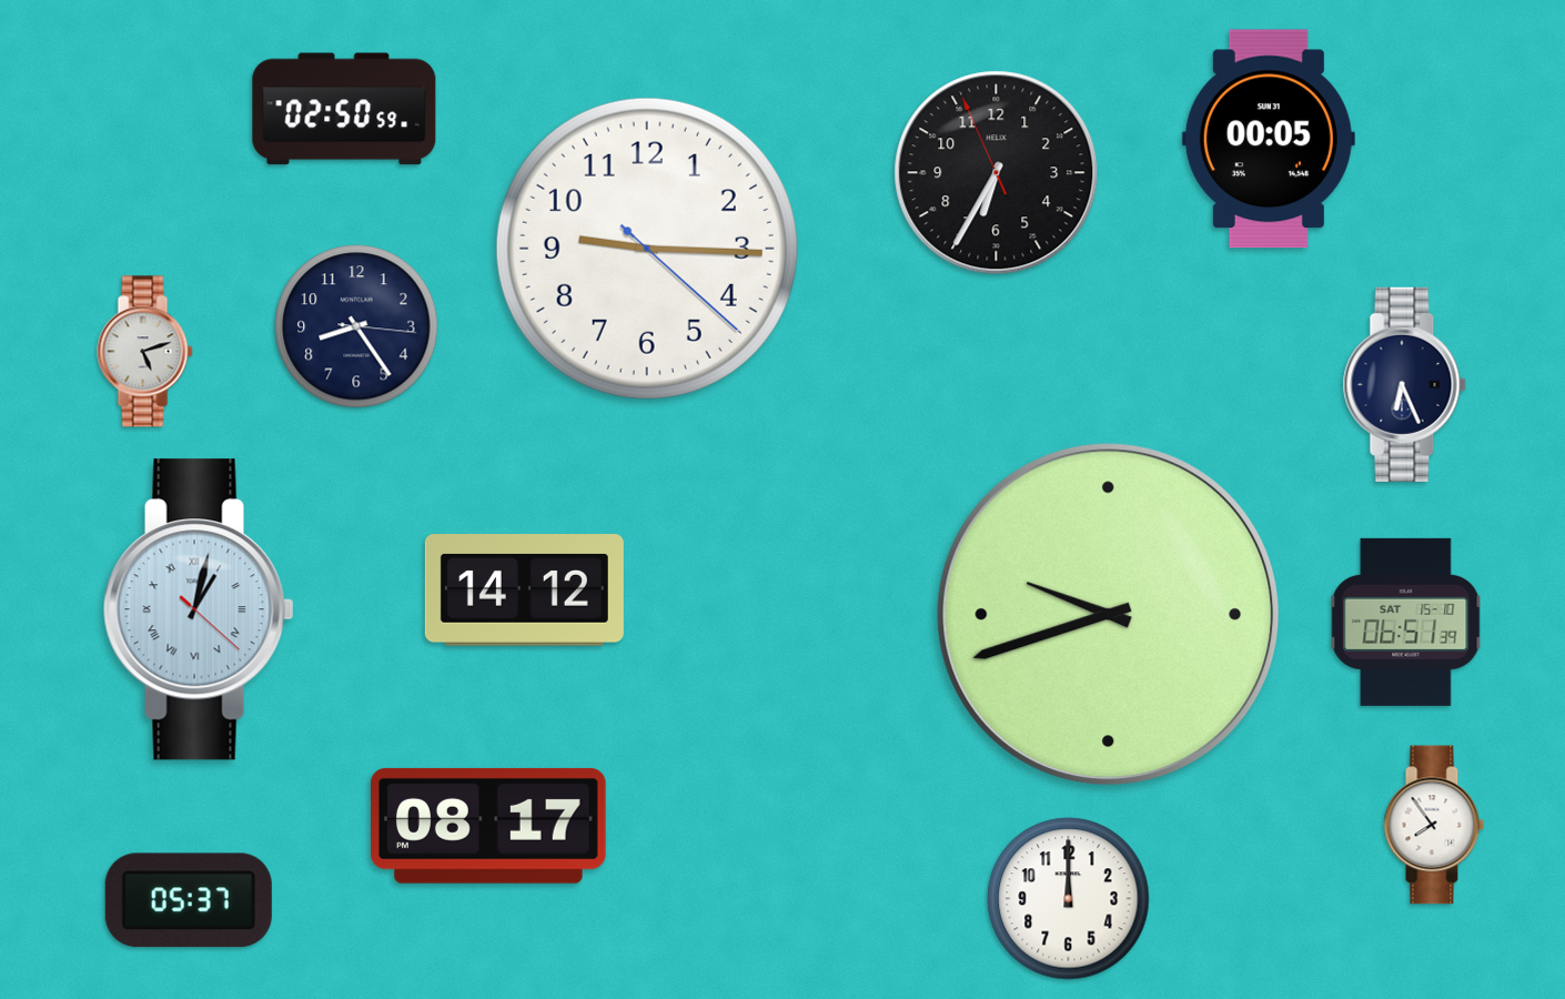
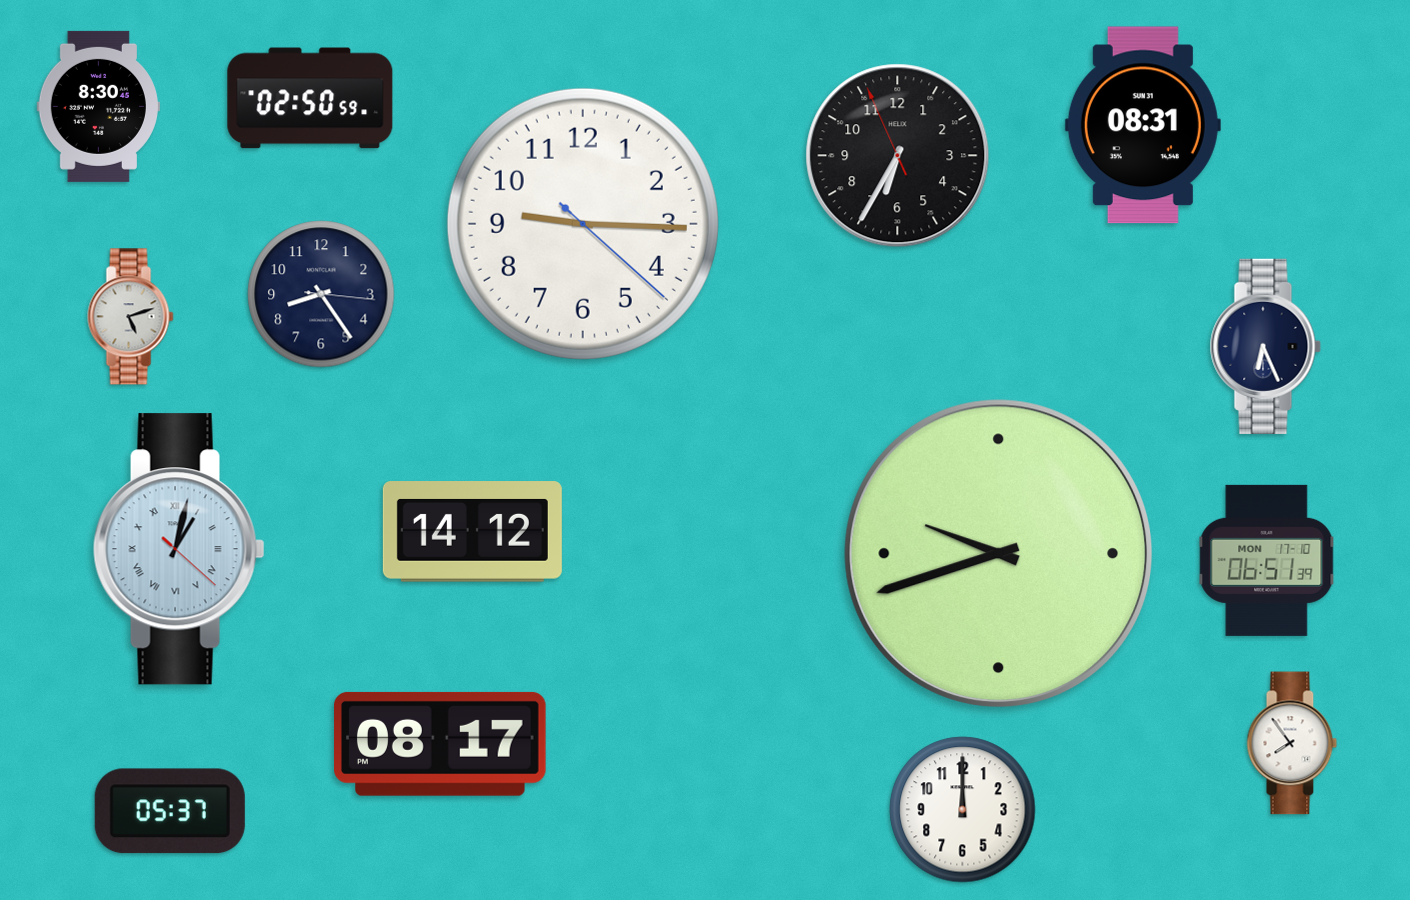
clock at (98, 106): none -> 8:30
clock at (1269, 139): 00:05 -> 08:31
clock at (1406, 622) date: SAT 15-10 -> MON 17-10
